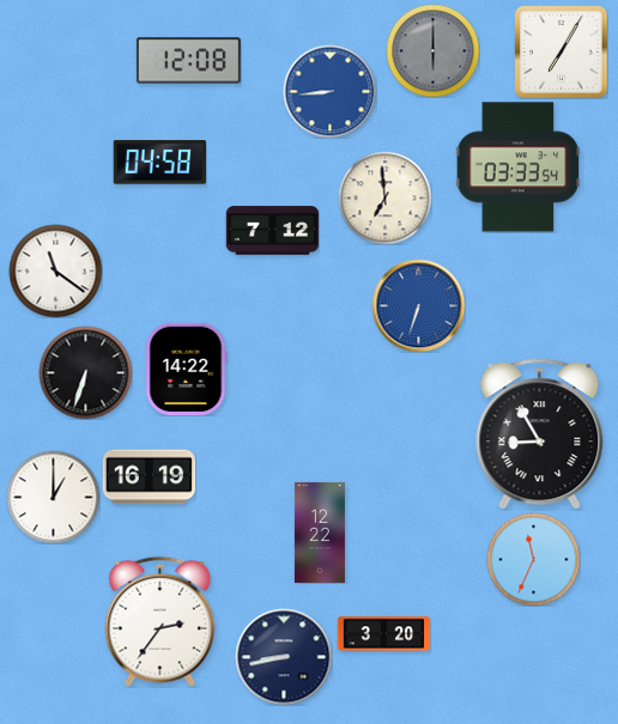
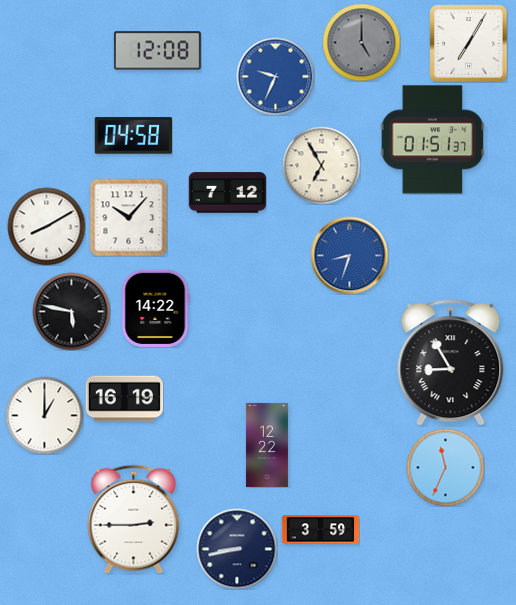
clock at (432, 50): 6:00 -> 5:00
clock at (329, 91): 8:44 -> 9:34
clock at (519, 168): 03:33 -> 01:51
clock at (384, 197): 6:59 -> 6:55
clock at (128, 217): none -> 10:07
clock at (55, 270): 11:21 -> 8:10
clock at (418, 305): 6:33 -> 8:33
clock at (85, 372): 6:33 -> 5:47
clock at (160, 621): 2:36 -> 2:45
clock at (383, 634): 3:20 -> 3:59
